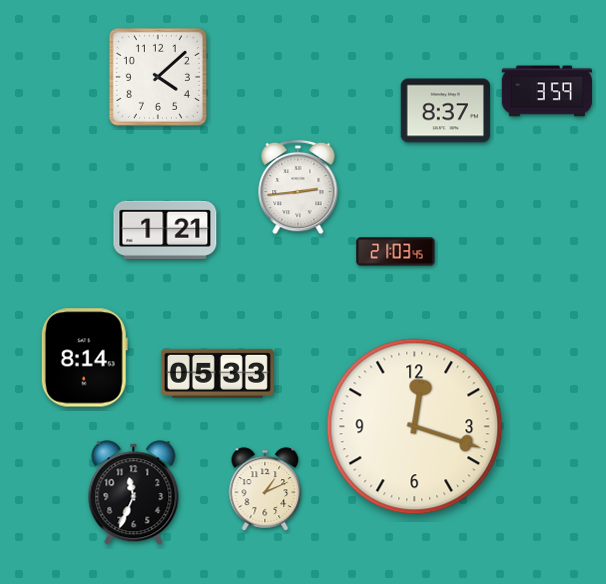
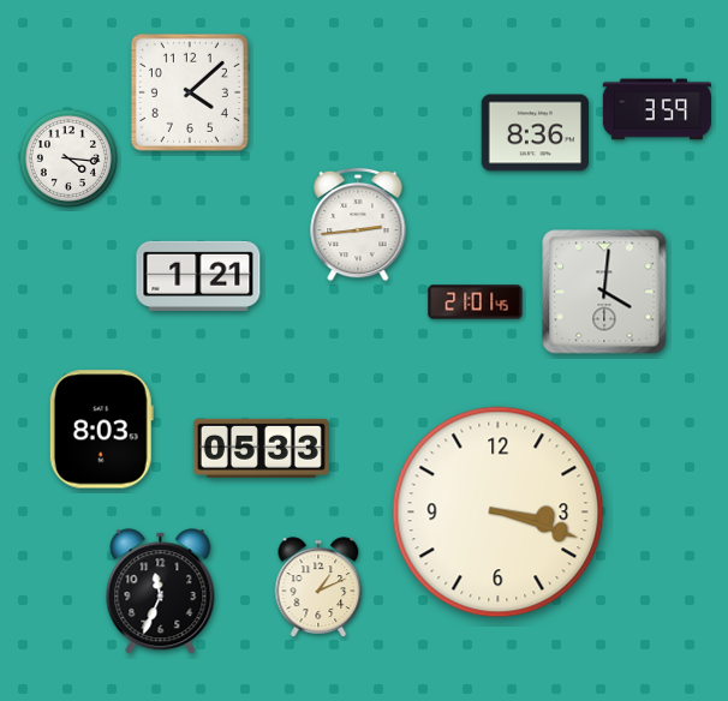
clock at (446, 111): 8:37 -> 8:36
clock at (68, 158): none -> 4:16
clock at (604, 292): none -> 4:01
clock at (396, 252): 21:03 -> 21:01
clock at (84, 358): 8:14 -> 8:03
clock at (415, 427): 12:18 -> 3:18
